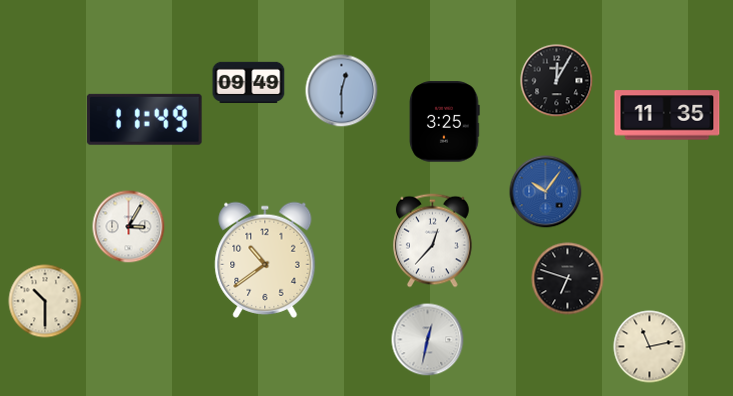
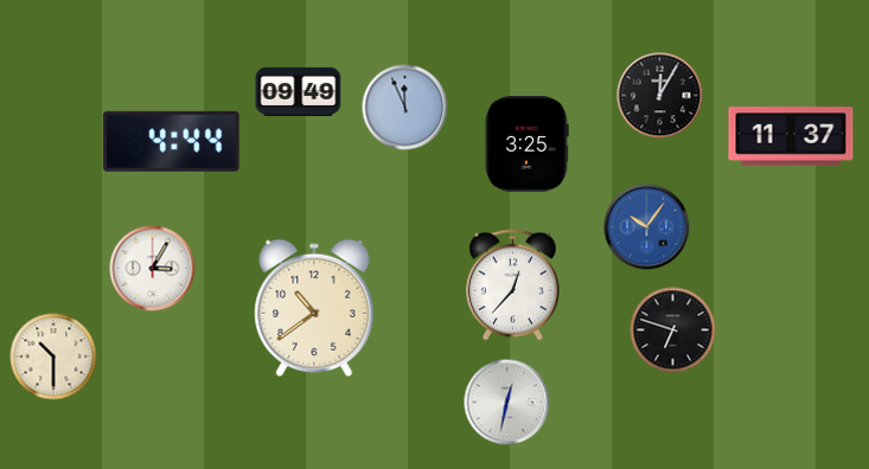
clock at (249, 82) position: (249, 82) -> (299, 91)
clock at (342, 91): 12:30 -> 11:56
clock at (667, 115): 11:35 -> 11:37
clock at (144, 119): 11:49 -> 4:44
clock at (650, 347): 11:13 -> none
